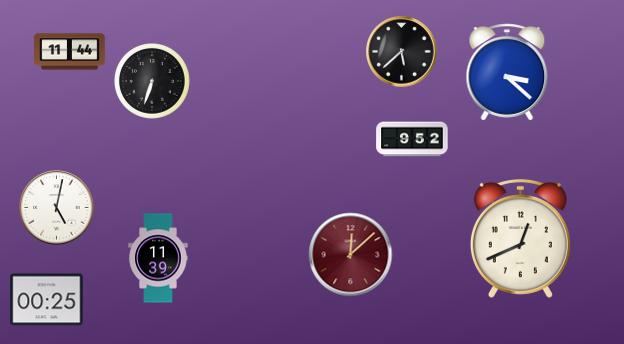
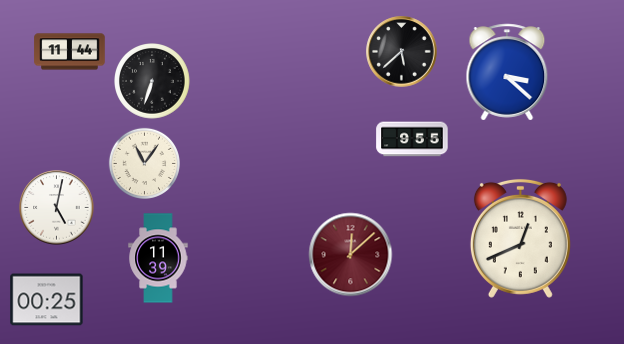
clock at (412, 139): 9:52 -> 9:55
clock at (144, 163): none -> 11:06
